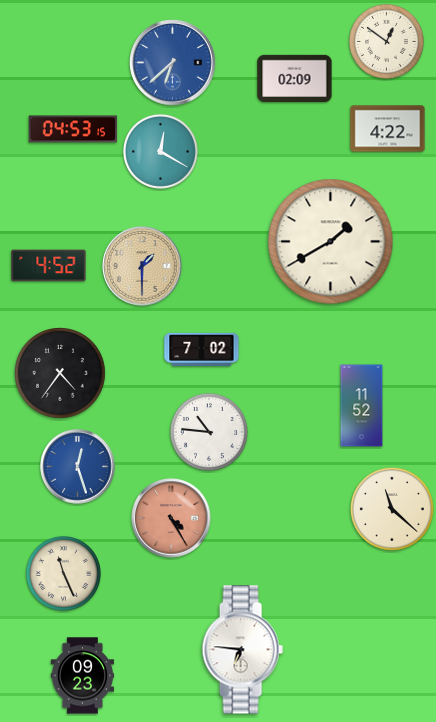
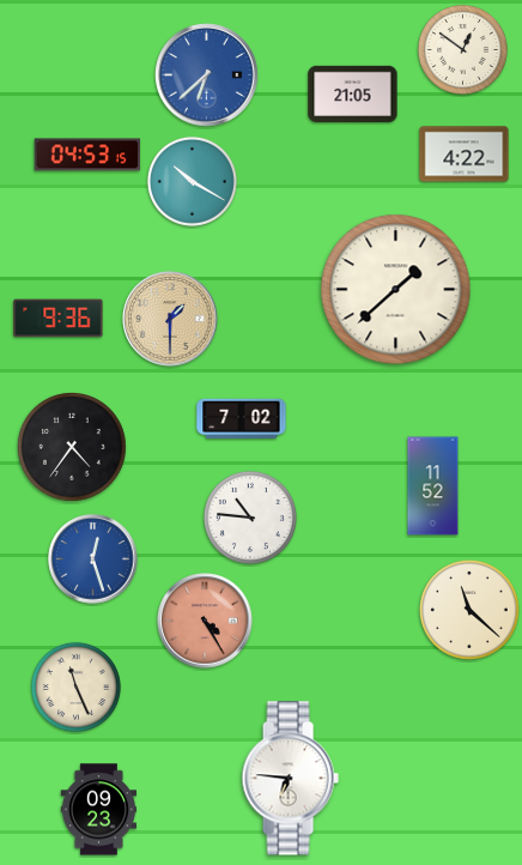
clock at (295, 78): 02:09 -> 21:05
clock at (160, 151): 12:20 -> 10:20
clock at (331, 242): 1:40 -> 1:38
clock at (49, 266): 4:52 -> 9:36
